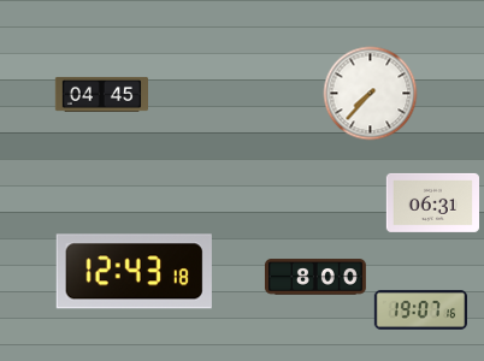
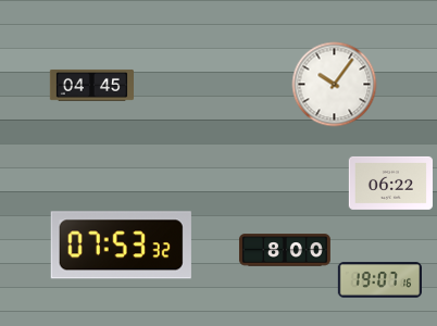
clock at (370, 93): 7:37 -> 10:06
clock at (432, 202): 06:31 -> 06:22
clock at (134, 272): 12:43 -> 07:53
